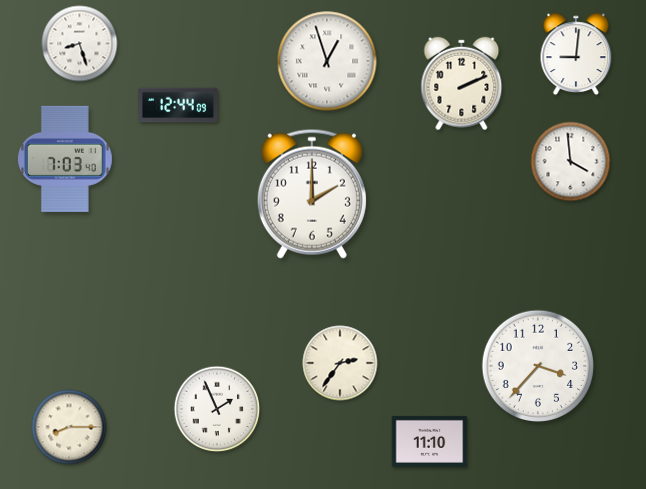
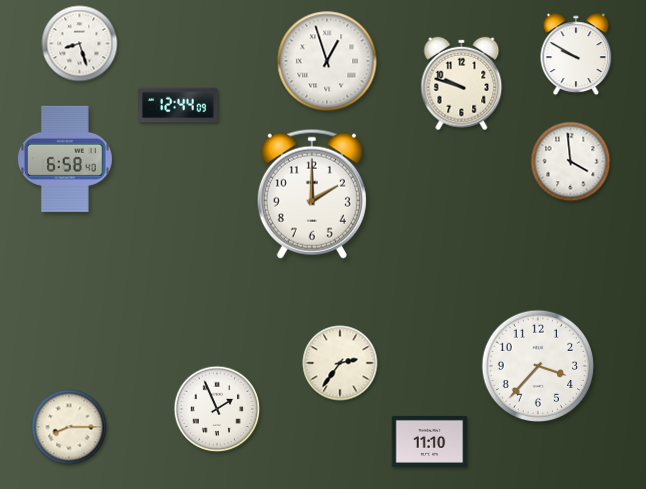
clock at (576, 54): 9:01 -> 9:50
clock at (462, 84): 2:11 -> 9:48
clock at (65, 159): 7:03 -> 6:58
